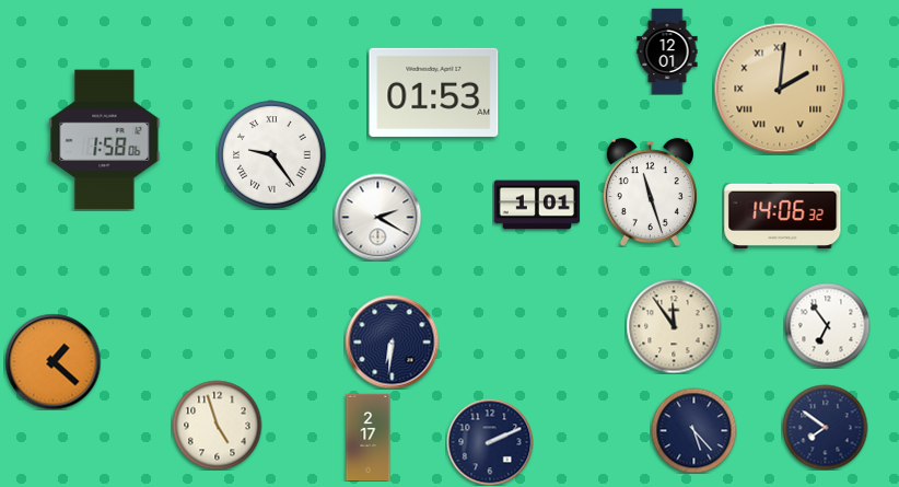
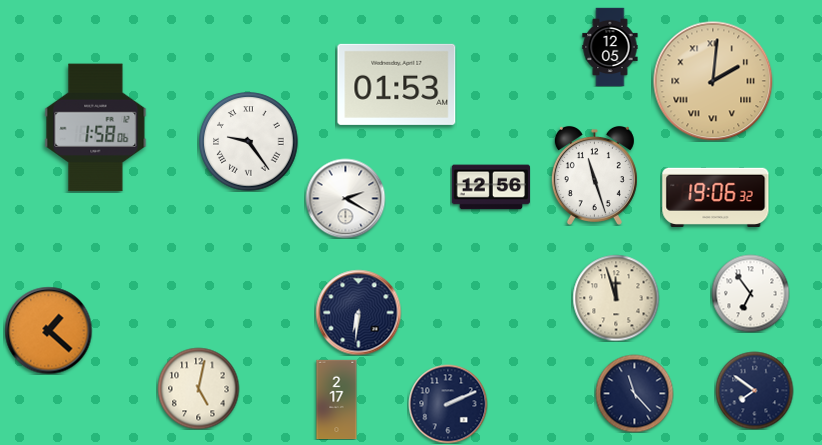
clock at (667, 51): 12:01 -> 12:05
clock at (536, 205): 1:01 -> 12:56
clock at (783, 216): 14:06 -> 19:06
clock at (827, 325) position: (827, 325) -> (750, 293)
clock at (674, 326): 11:54 -> 11:57
clock at (217, 425): 4:57 -> 5:02
clock at (693, 430): 5:23 -> 11:23
